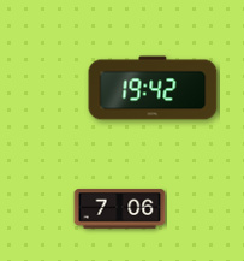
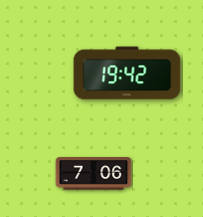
clock at (120, 209) position: (120, 209) -> (94, 174)
